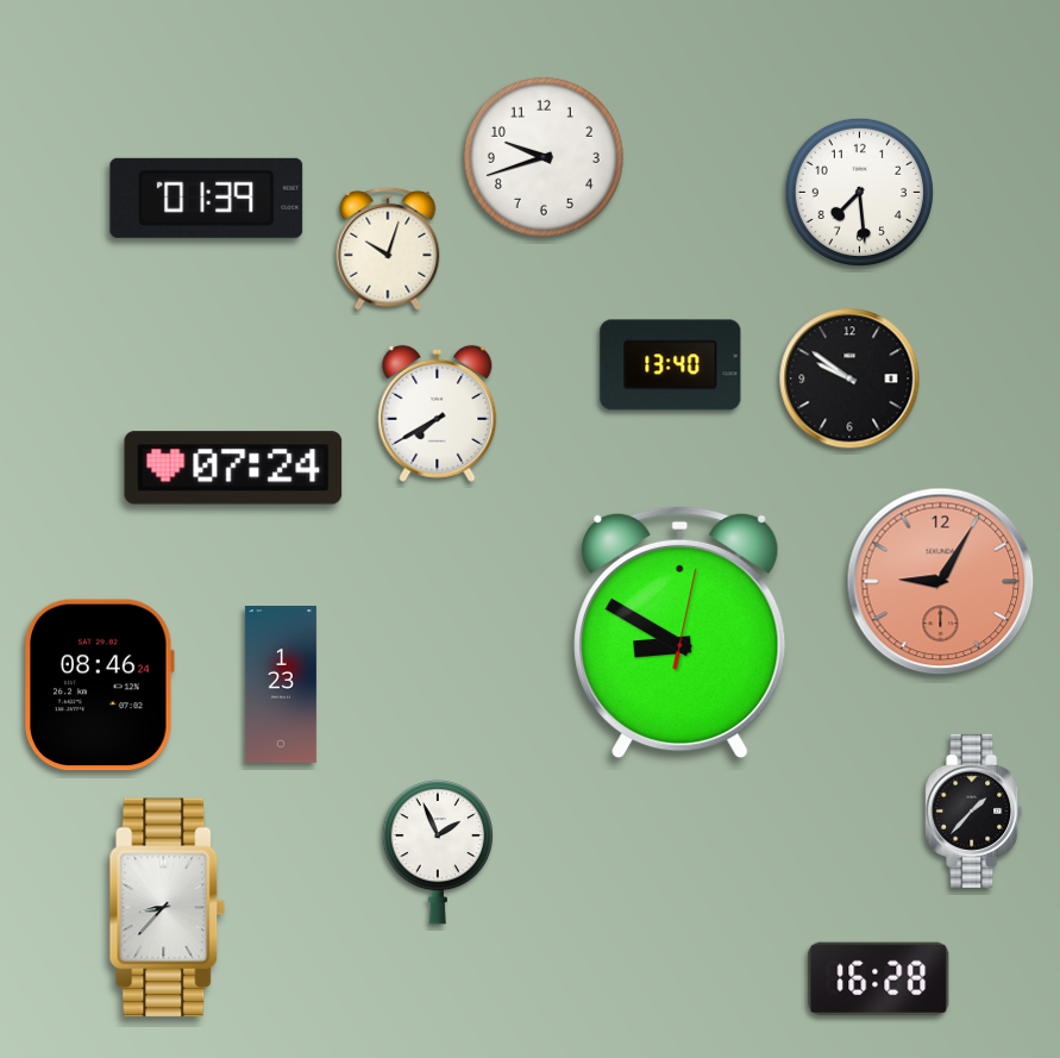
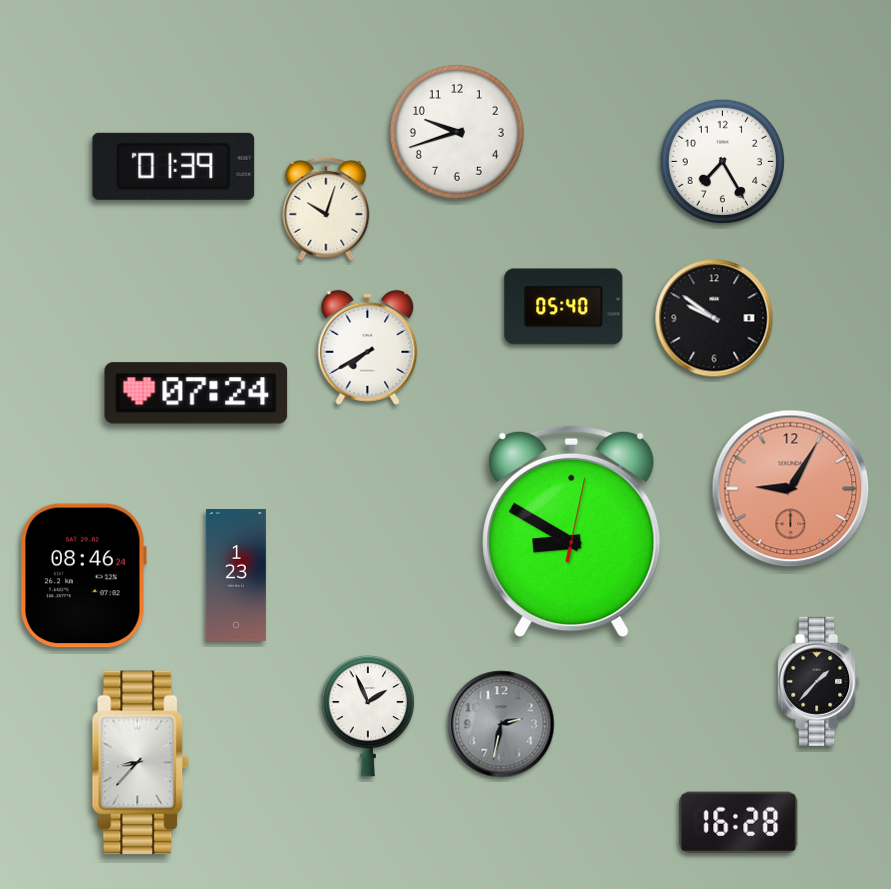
clock at (859, 192): 7:29 -> 7:25
clock at (671, 365): 13:40 -> 05:40
clock at (501, 724): none -> 2:32
